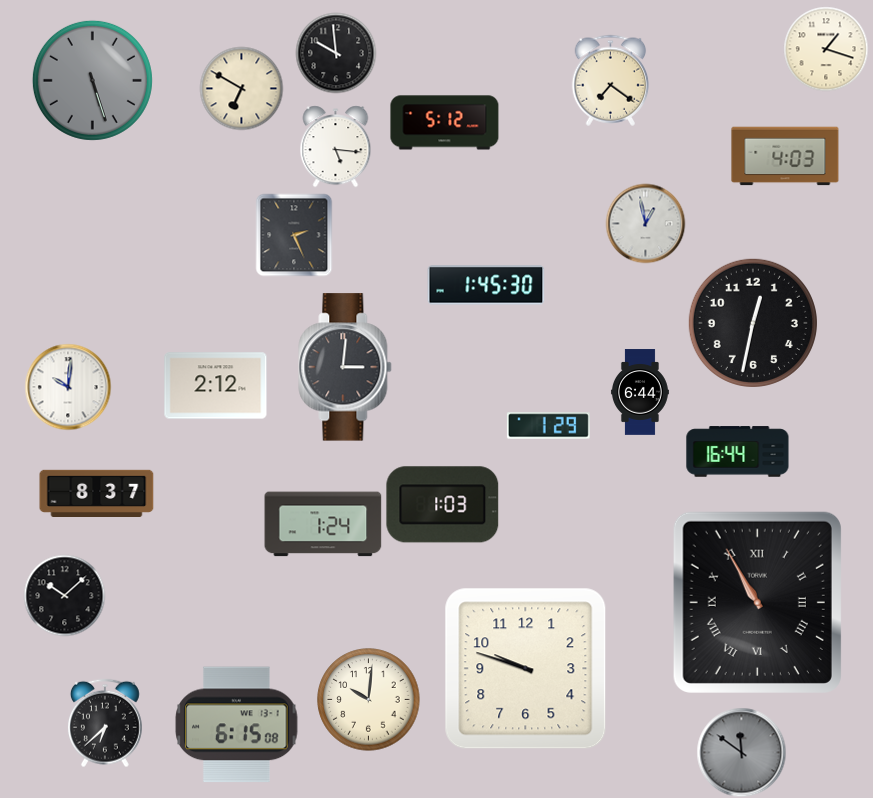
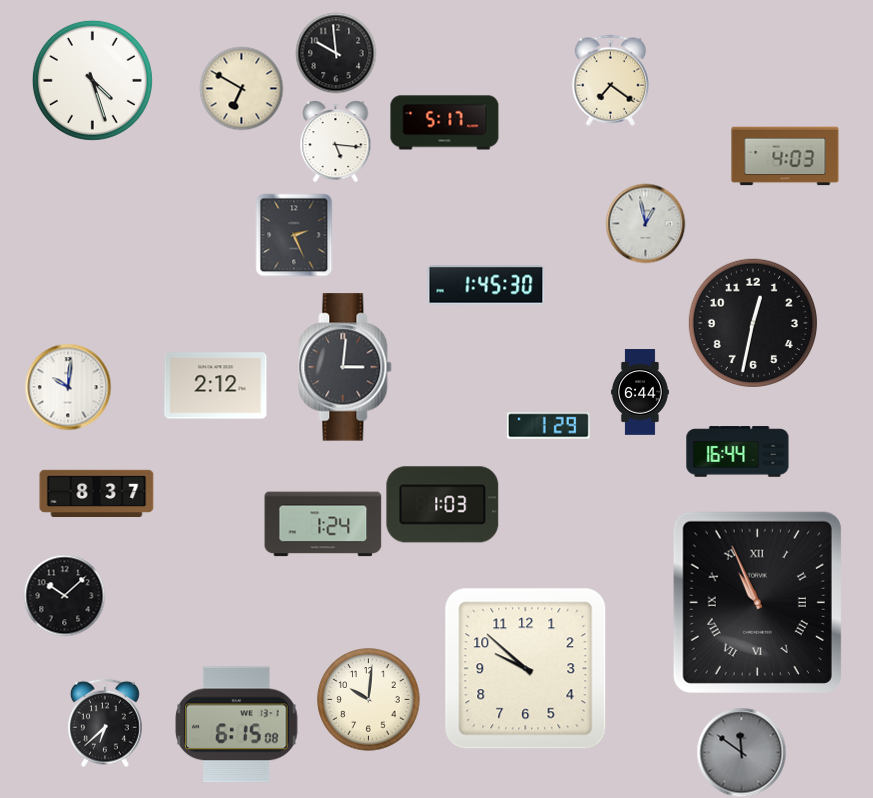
clock at (826, 49): 1:18 -> none
clock at (92, 80): 5:27 -> 4:27
clock at (92, 80) dial: grey -> white
clock at (445, 123): 5:12 -> 5:17
clock at (336, 146) position: (336, 146) -> (336, 141)
clock at (757, 602): 10:55 -> 10:56
clock at (526, 669): 9:48 -> 9:52
